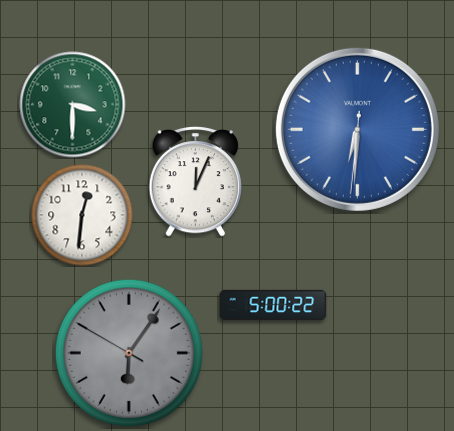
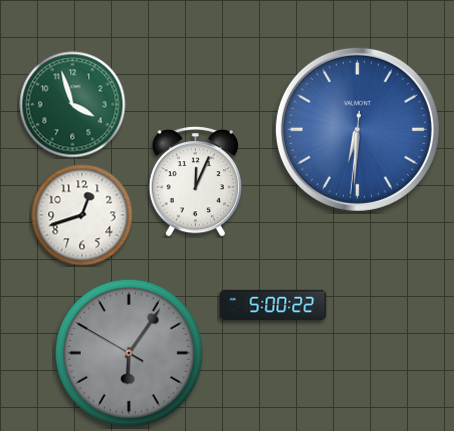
clock at (73, 105): 3:30 -> 3:57
clock at (82, 215): 12:31 -> 12:42
